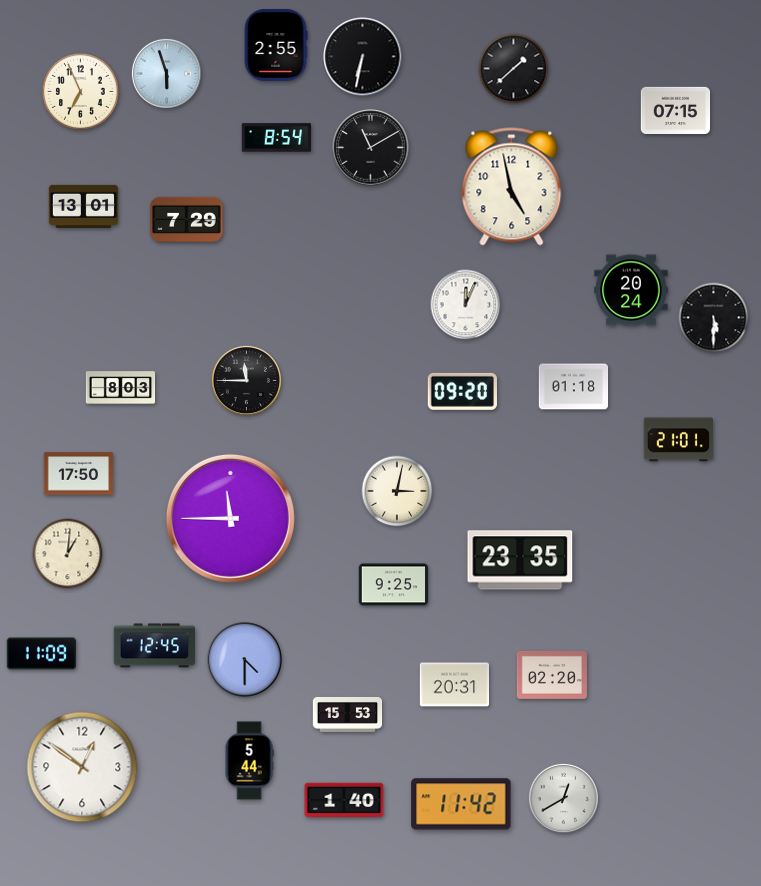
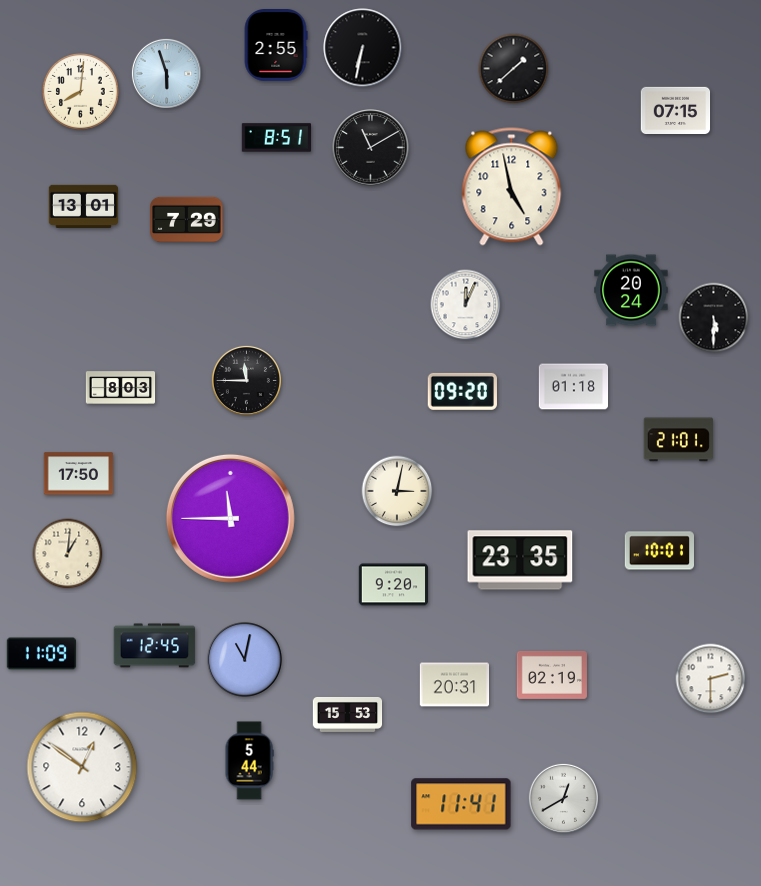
clock at (363, 57) position: (363, 57) -> (363, 48)
clock at (81, 92): 6:56 -> 8:01
clock at (277, 138): 8:54 -> 8:51
clock at (660, 551): none -> 10:01
clock at (394, 585): 9:25 -> 9:20
clock at (245, 660): 4:30 -> 11:02
clock at (552, 675): 02:20 -> 02:19
clock at (711, 679): none -> 2:30
clock at (344, 800): 1:40 -> none
clock at (461, 804): 11:42 -> 11:41
